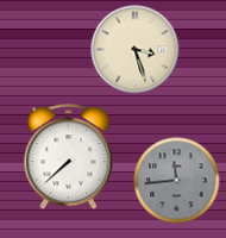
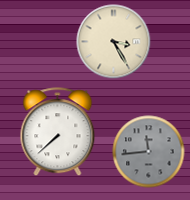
clock at (136, 50): 3:27 -> 3:25
